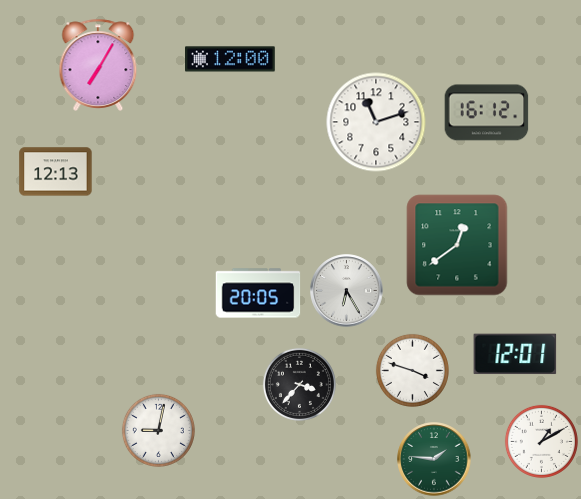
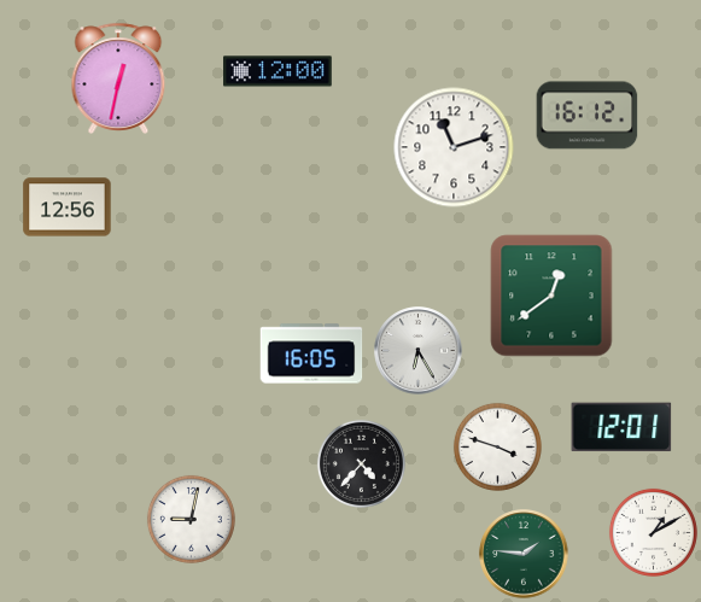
clock at (98, 65): 7:05 -> 12:32
clock at (487, 113) position: (487, 113) -> (588, 116)
clock at (56, 172): 12:13 -> 12:56
clock at (258, 293): 20:05 -> 16:05
clock at (299, 384): 3:37 -> 4:37
